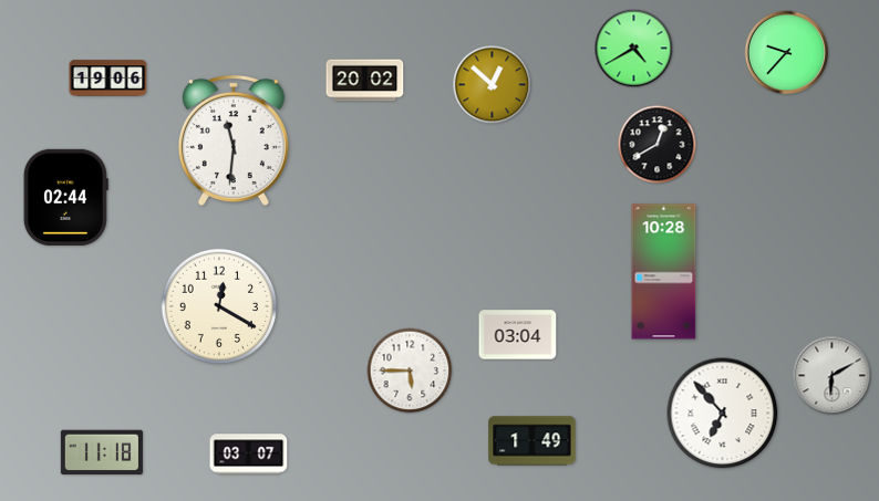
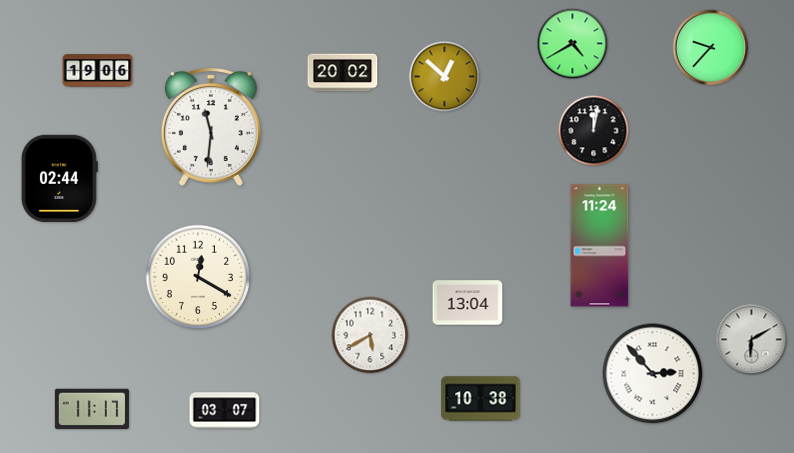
clock at (365, 81) position: (365, 81) -> (343, 73)
clock at (658, 145): 12:40 -> 12:02
clock at (664, 272): 10:28 -> 11:24
clock at (518, 335): 03:04 -> 13:04
clock at (410, 370): 5:45 -> 5:40
clock at (723, 414): 6:53 -> 2:53
clock at (532, 441): 1:49 -> 10:38
clock at (102, 452): 11:18 -> 11:17
